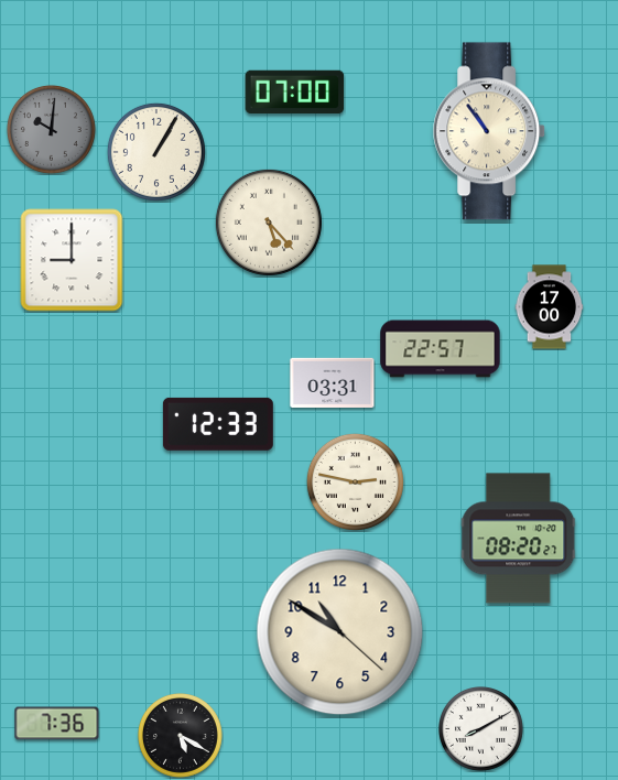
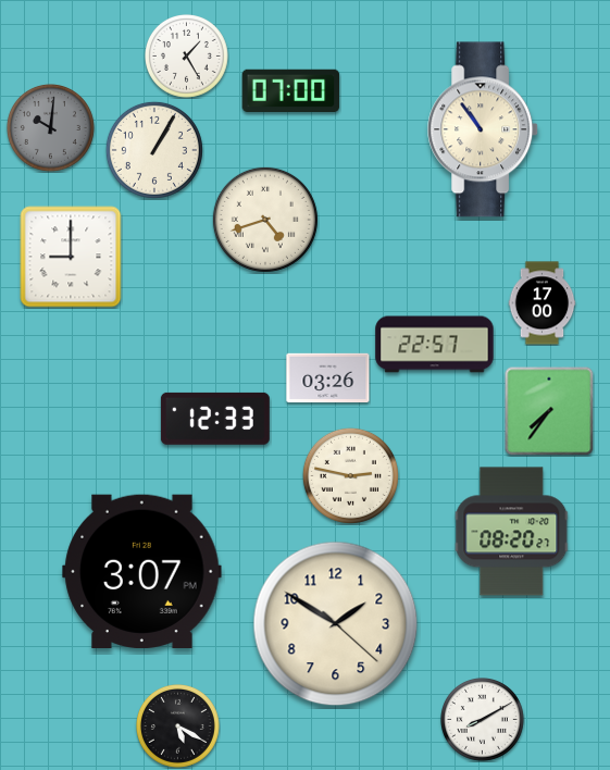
clock at (187, 57): none -> 1:25
clock at (269, 223): 5:23 -> 4:42
clock at (333, 382): 03:31 -> 03:26
clock at (549, 411): none -> 7:36
clock at (142, 571): none -> 3:07
clock at (340, 632): 10:50 -> 1:50
clock at (57, 724): 7:36 -> none
clock at (481, 729) position: (481, 729) -> (483, 720)
